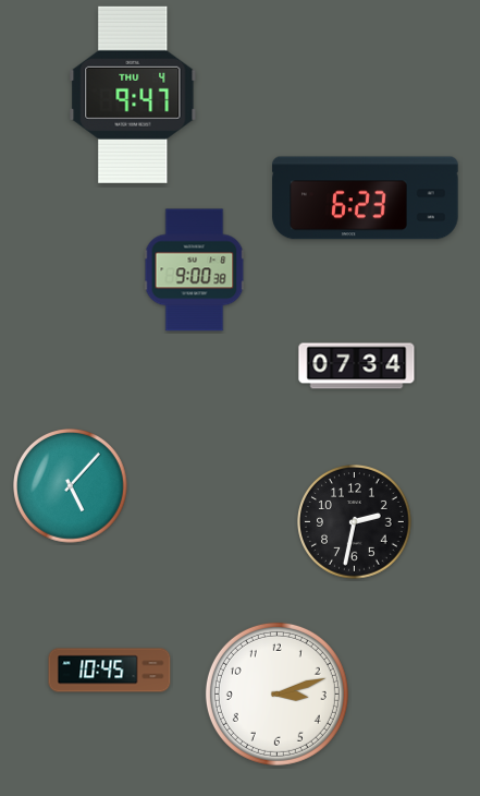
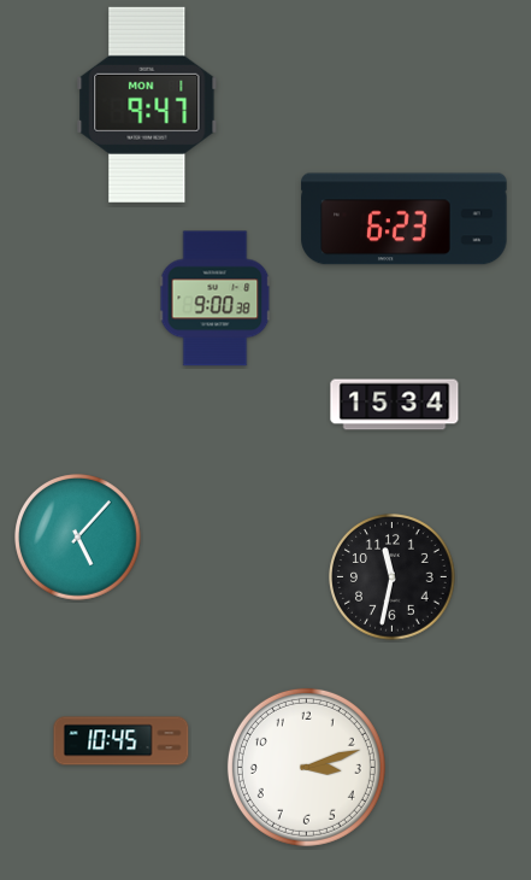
clock at (133, 95) date: THU 4 -> MON 1
clock at (357, 366): 07:34 -> 15:34
clock at (355, 522): 2:32 -> 11:32
